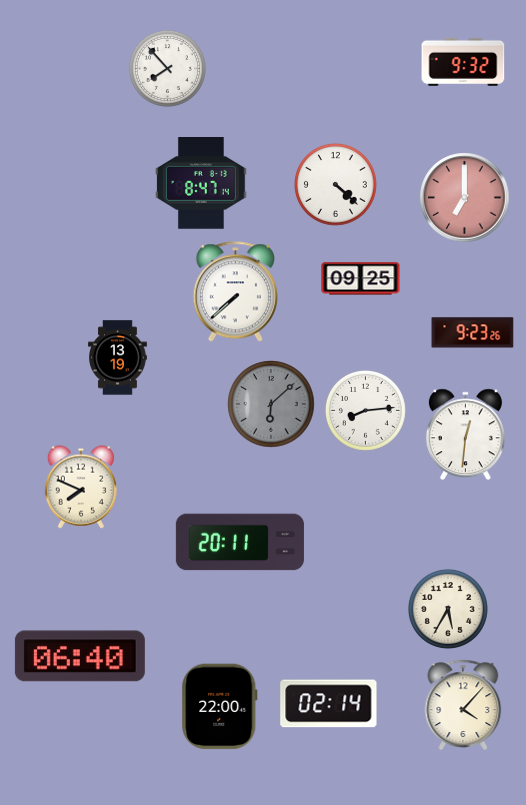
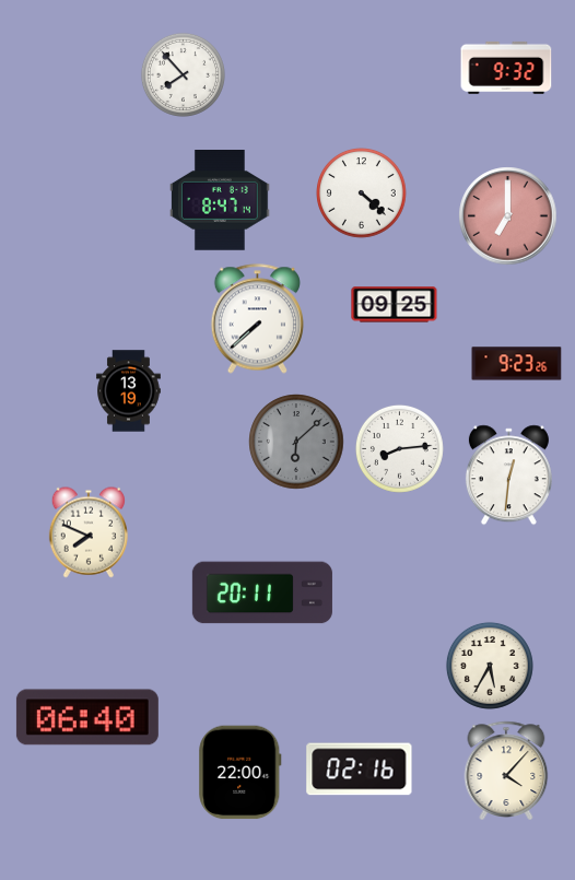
clock at (336, 185) position: (336, 185) -> (362, 193)
clock at (329, 704): 02:14 -> 02:16
